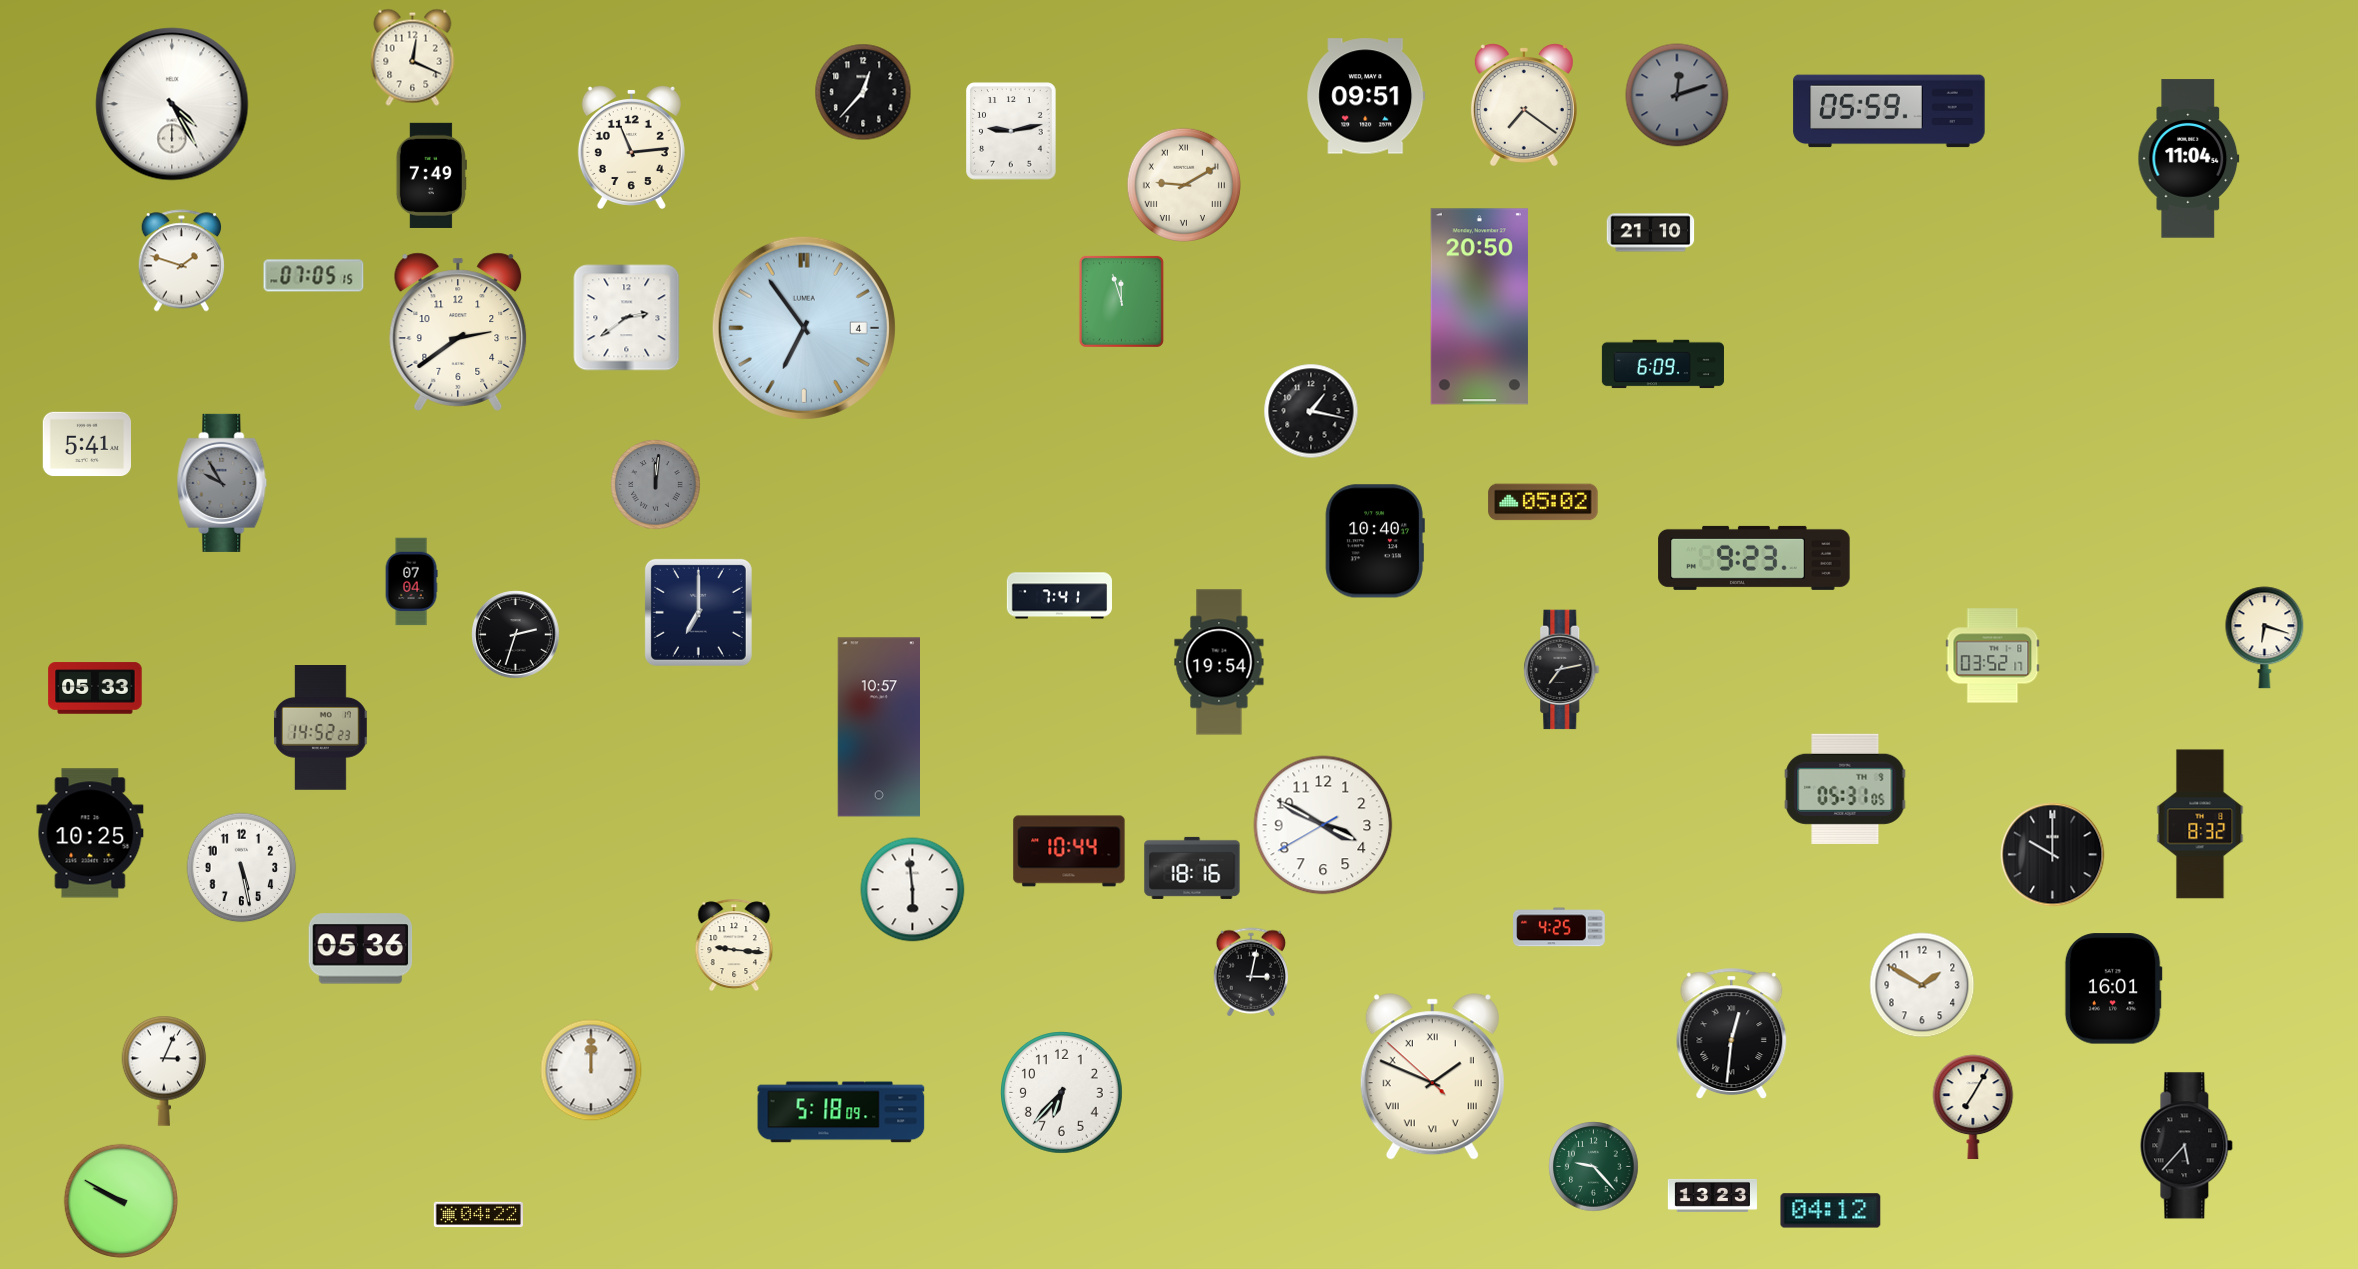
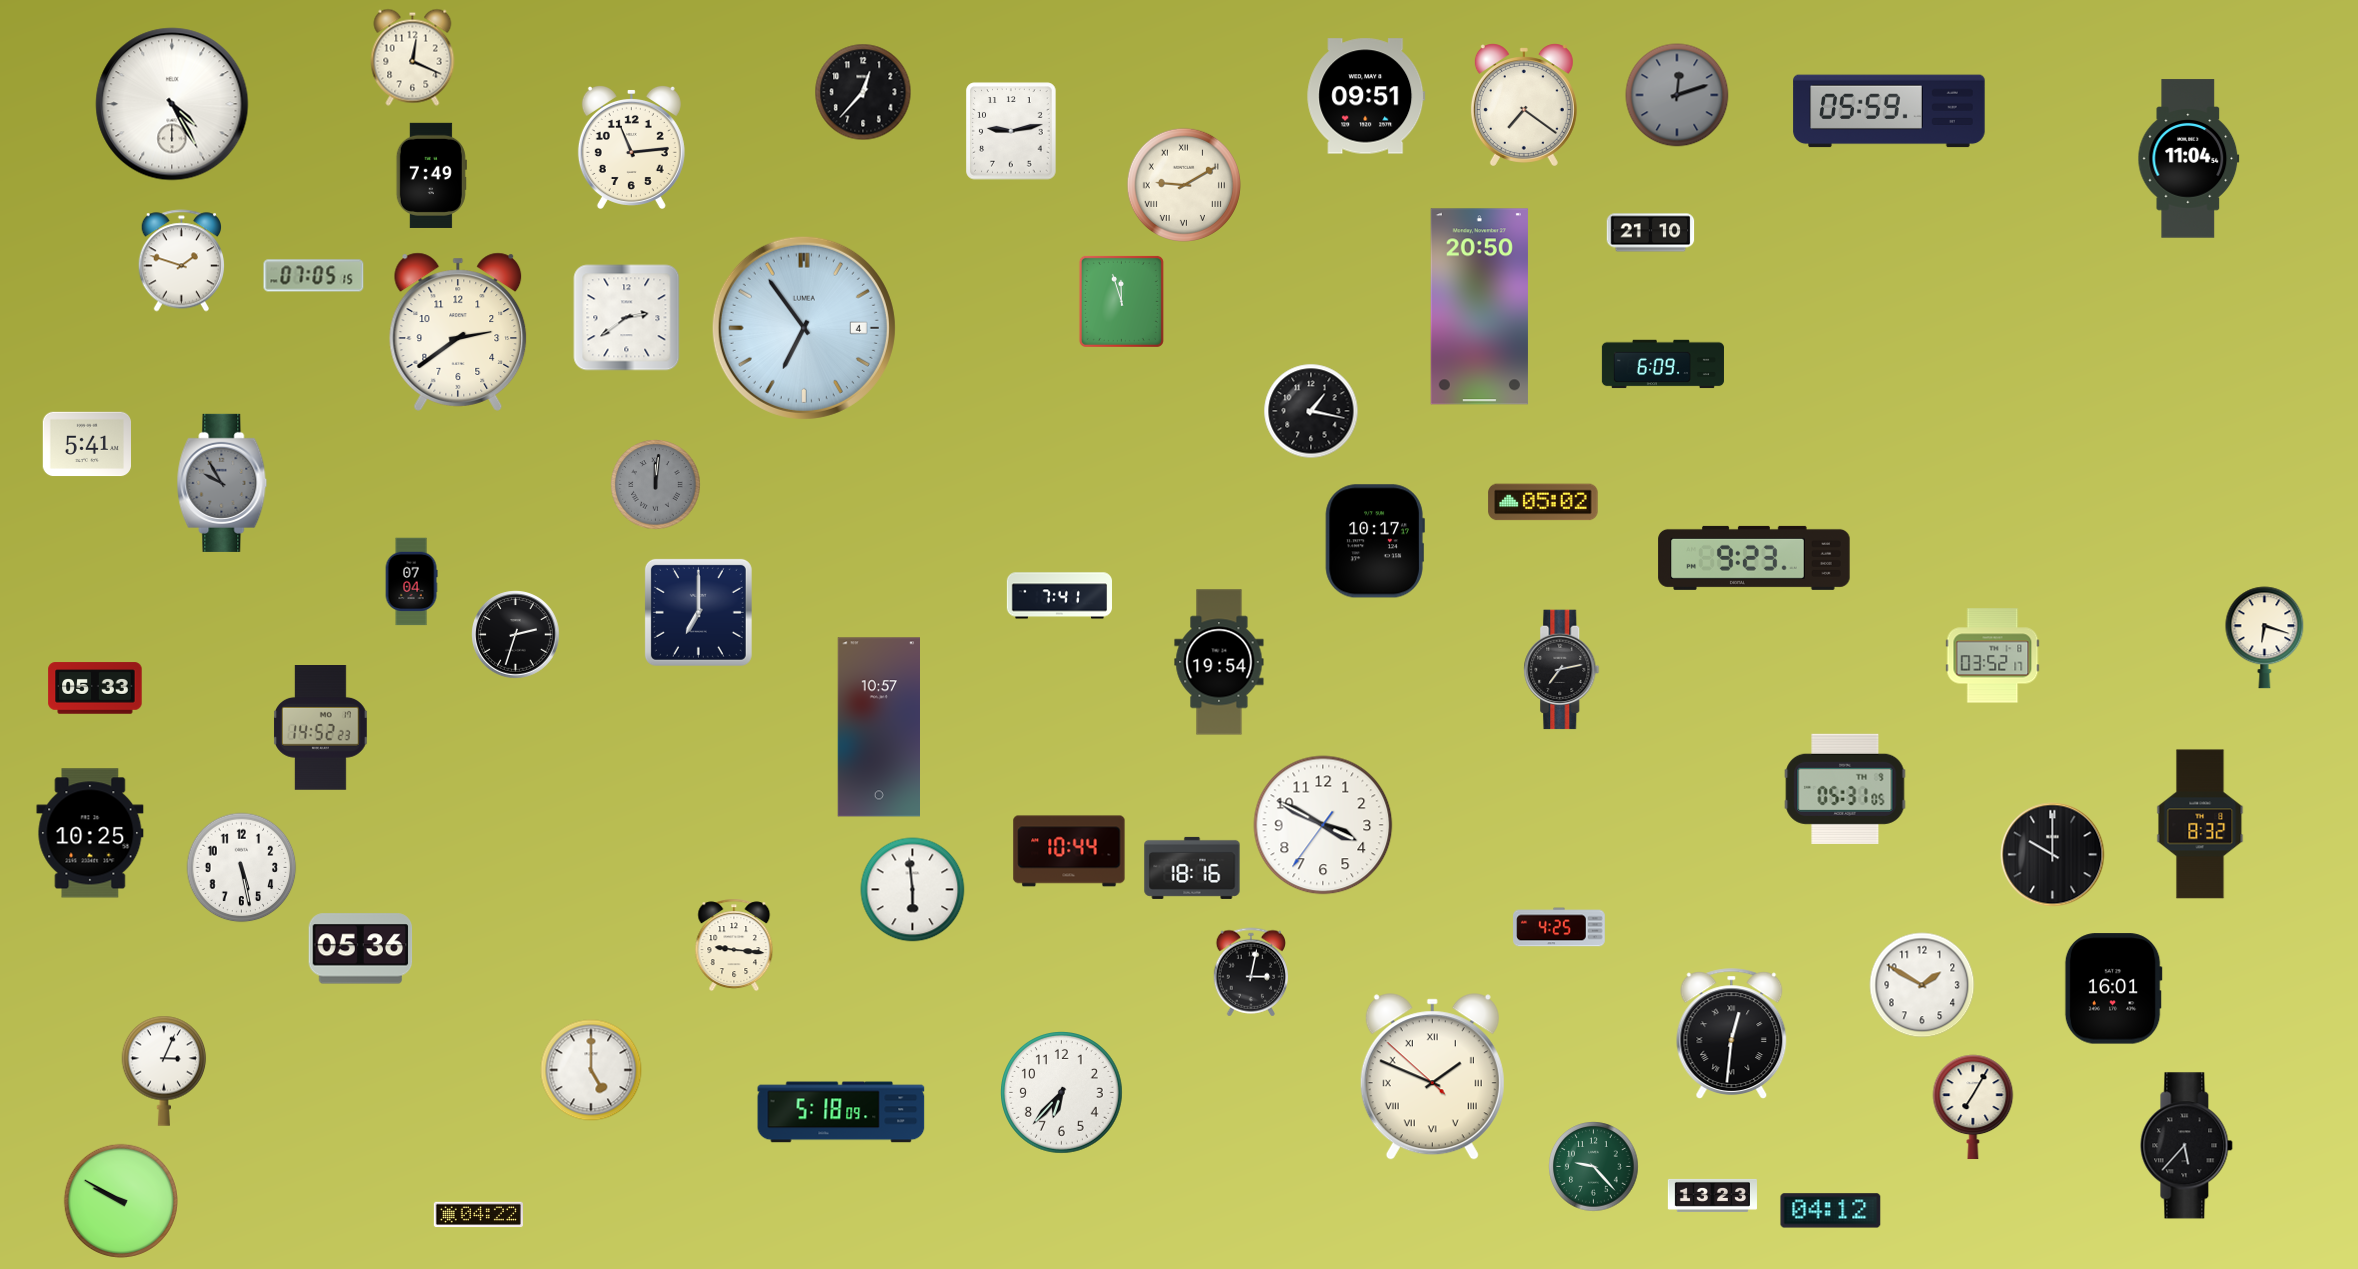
clock at (1375, 541): 10:40 -> 10:17
clock at (1323, 825): 3:49:40 -> 3:49:36
clock at (591, 1070): 12:00 -> 5:00
